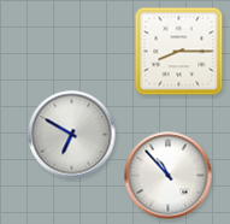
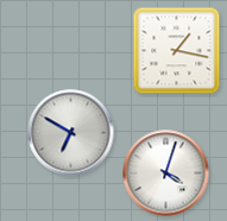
clock at (179, 52): 8:15 -> 1:17
clock at (169, 176): 10:53 -> 4:03
